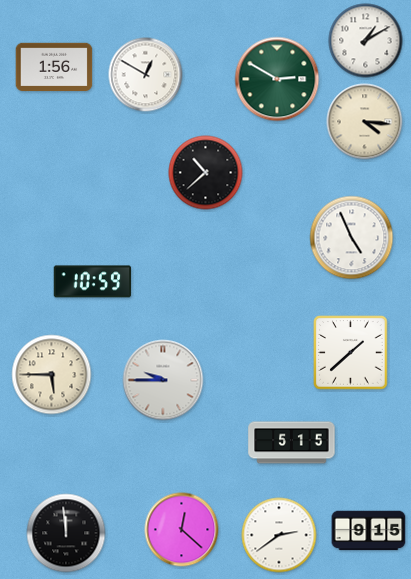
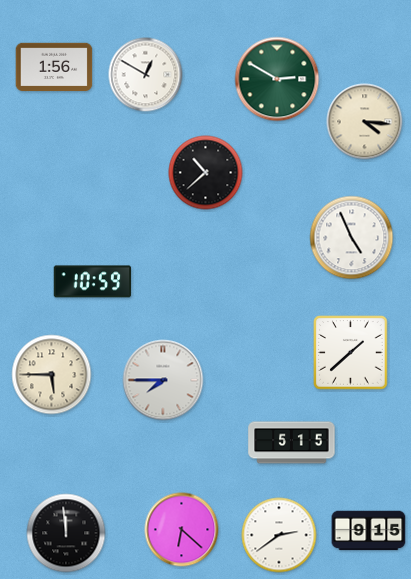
clock at (366, 41): 1:10 -> none
clock at (163, 380): 9:45 -> 7:45
clock at (182, 530): 12:22 -> 6:22
